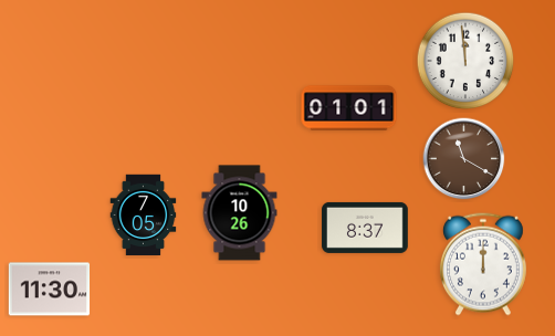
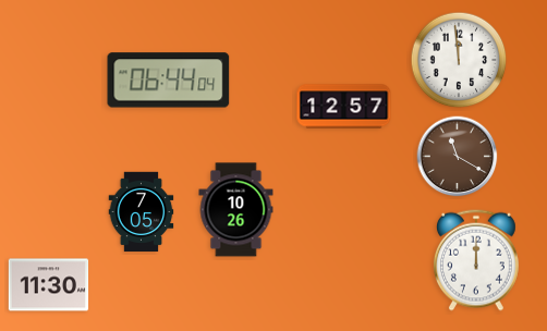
clock at (169, 81): none -> 06:44
clock at (349, 108): 01:01 -> 12:57
clock at (365, 228): 8:37 -> none
